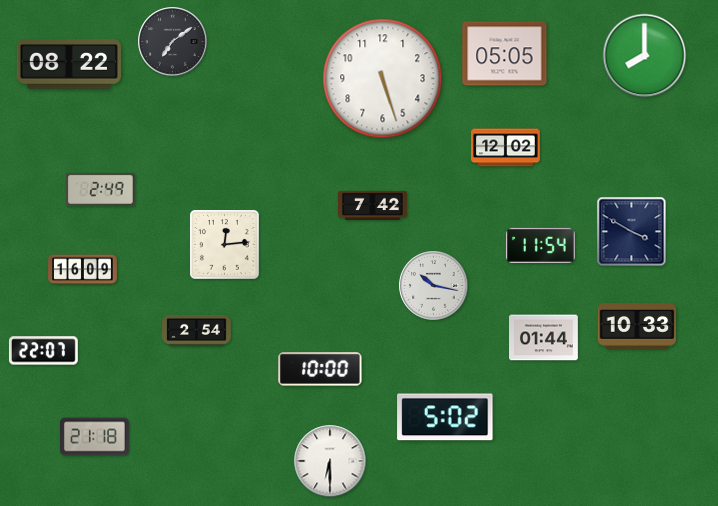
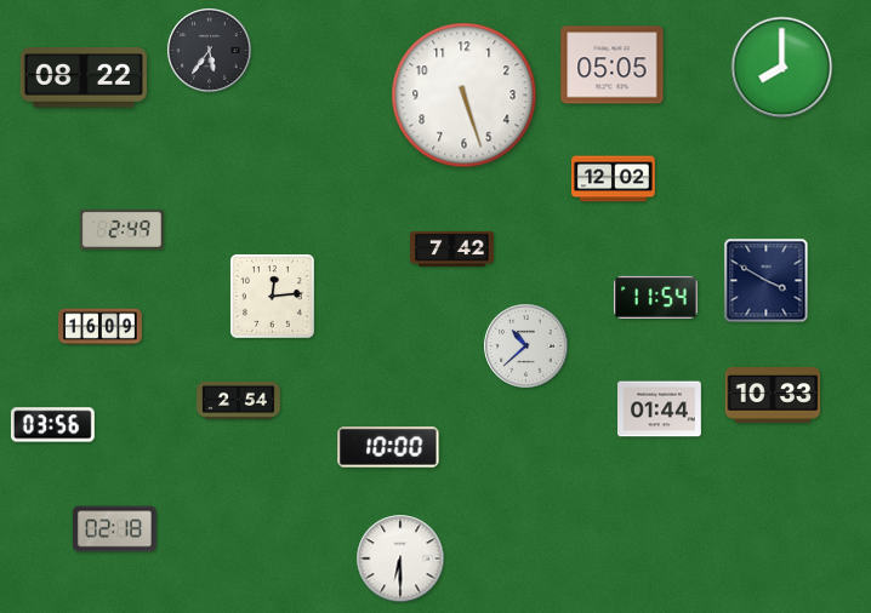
clock at (173, 42): 7:09 -> 5:36
clock at (434, 286): 10:17 -> 10:38
clock at (43, 351): 22:07 -> 03:56
clock at (445, 417): 5:02 -> none
clock at (95, 437): 21:18 -> 02:18
